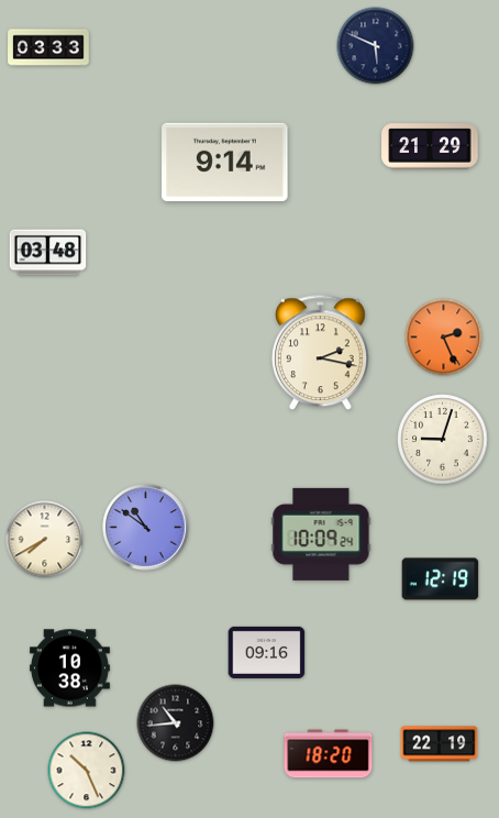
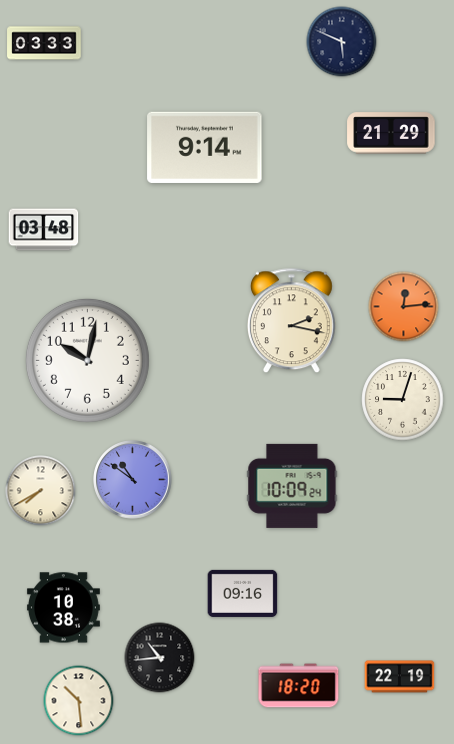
clock at (444, 338): 2:26 -> 12:14
clock at (87, 360): none -> 10:02
clock at (441, 579): 12:19 -> none
clock at (87, 771): 10:26 -> 10:29
